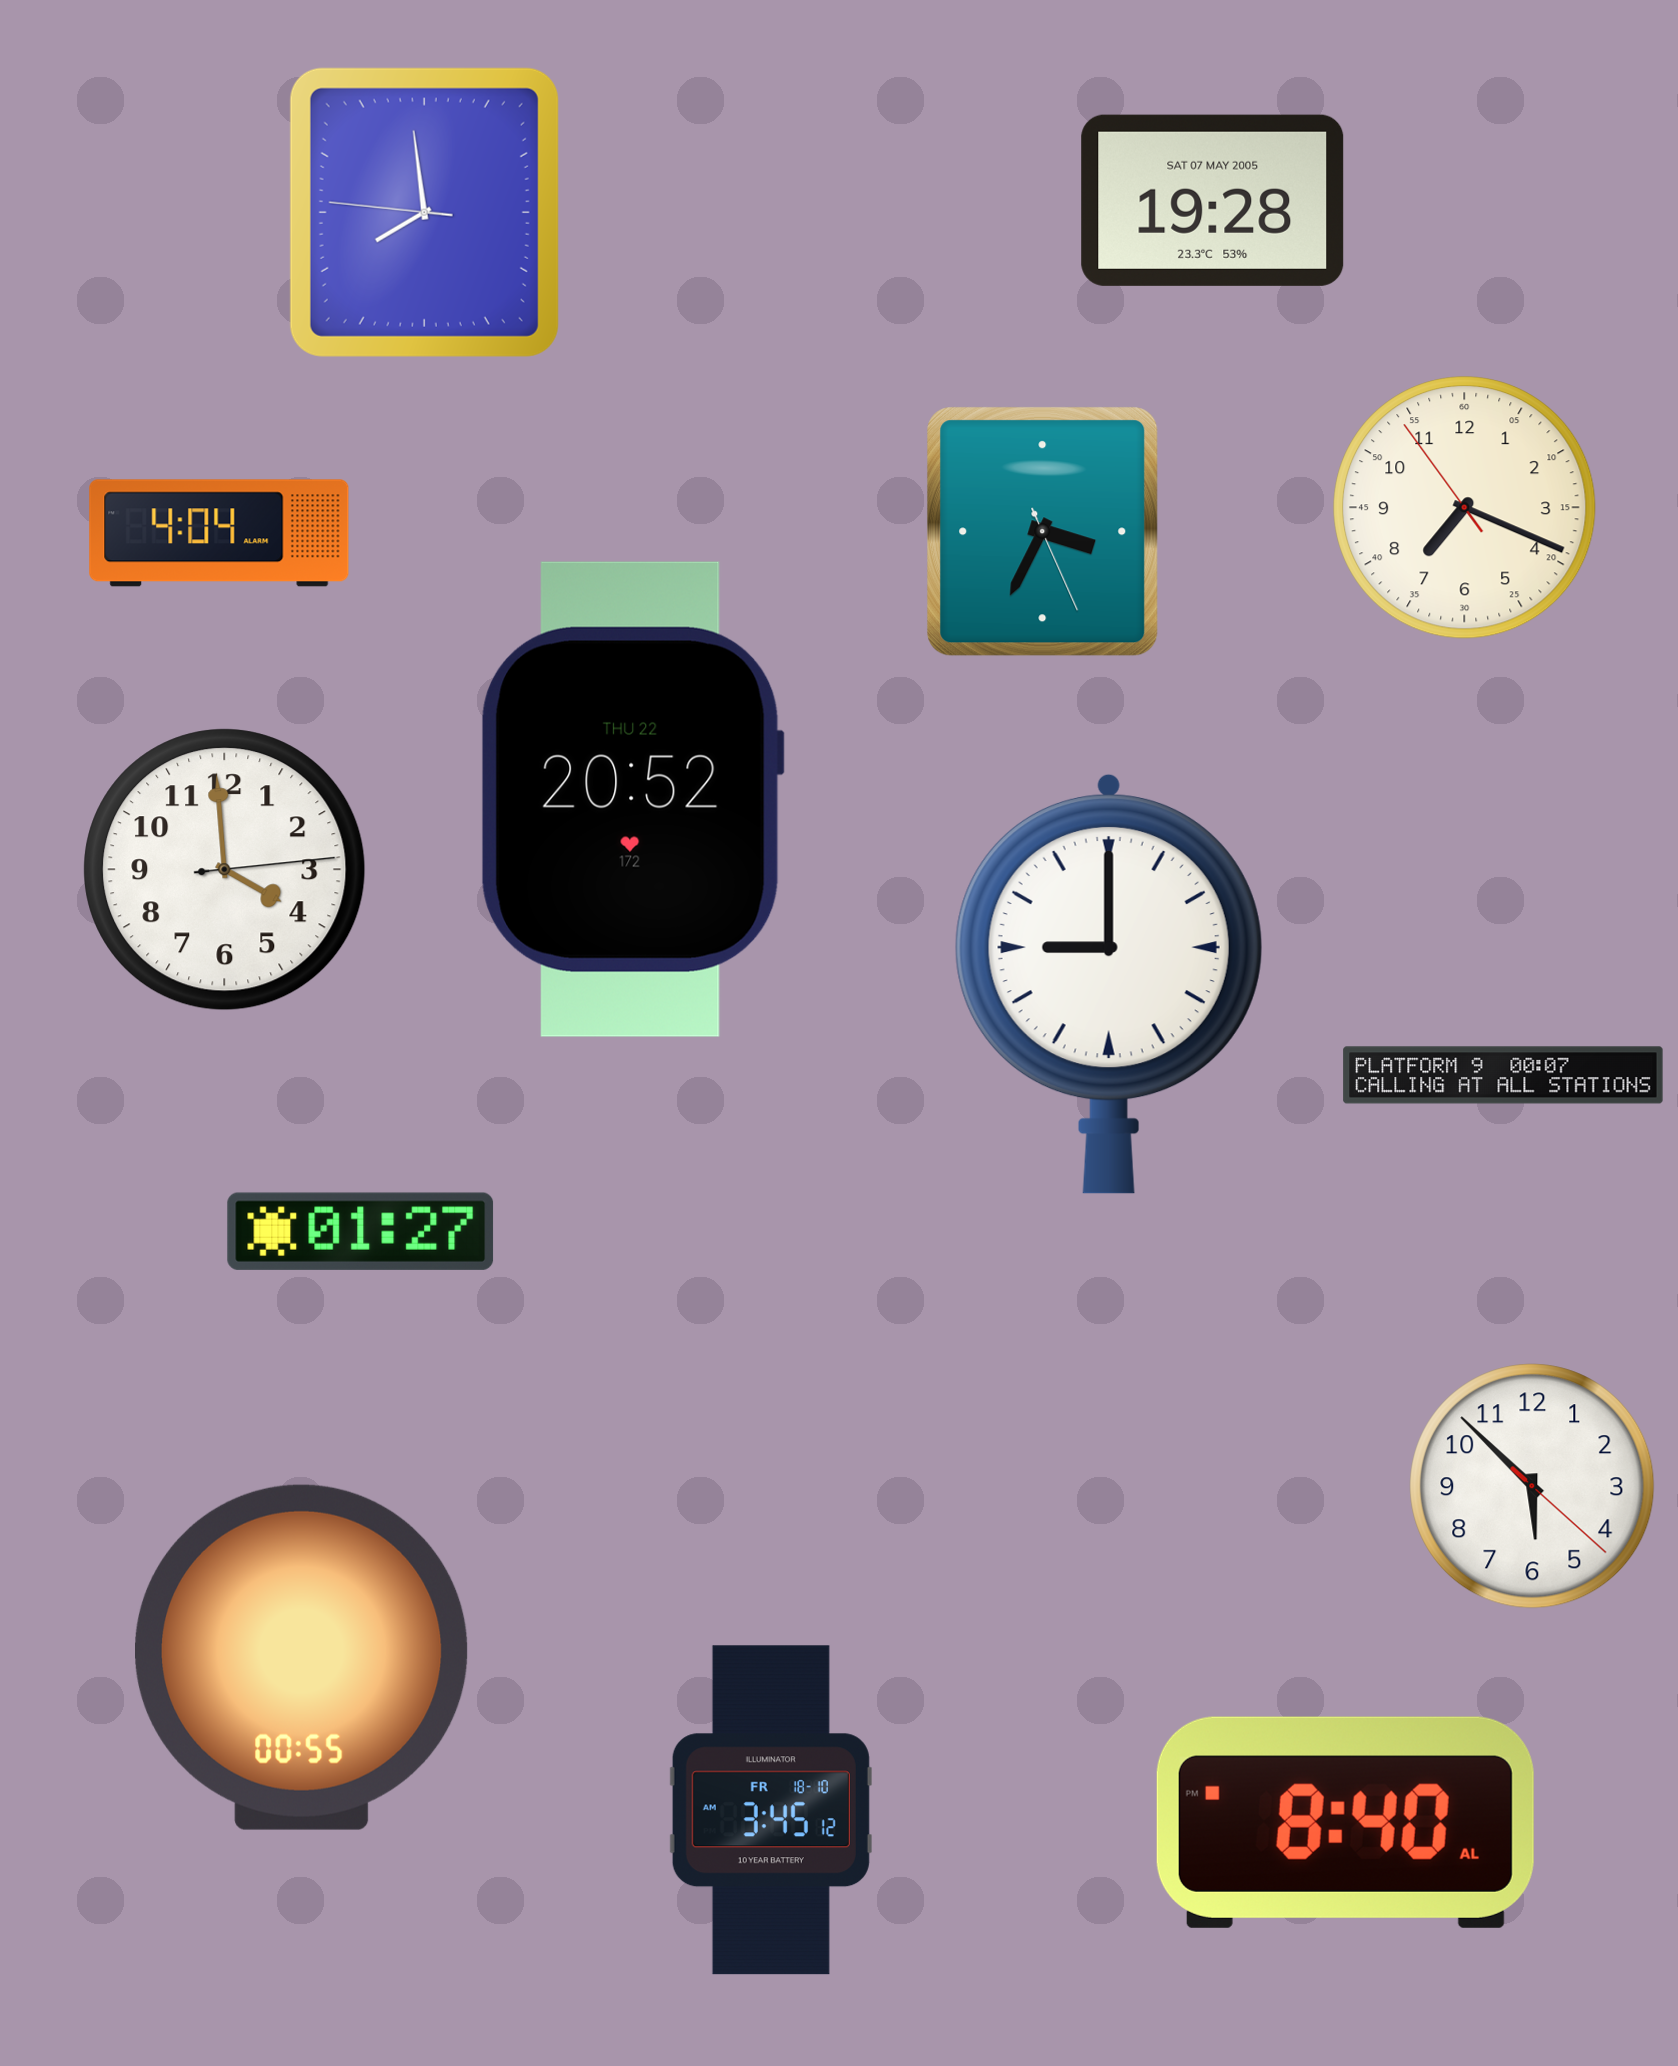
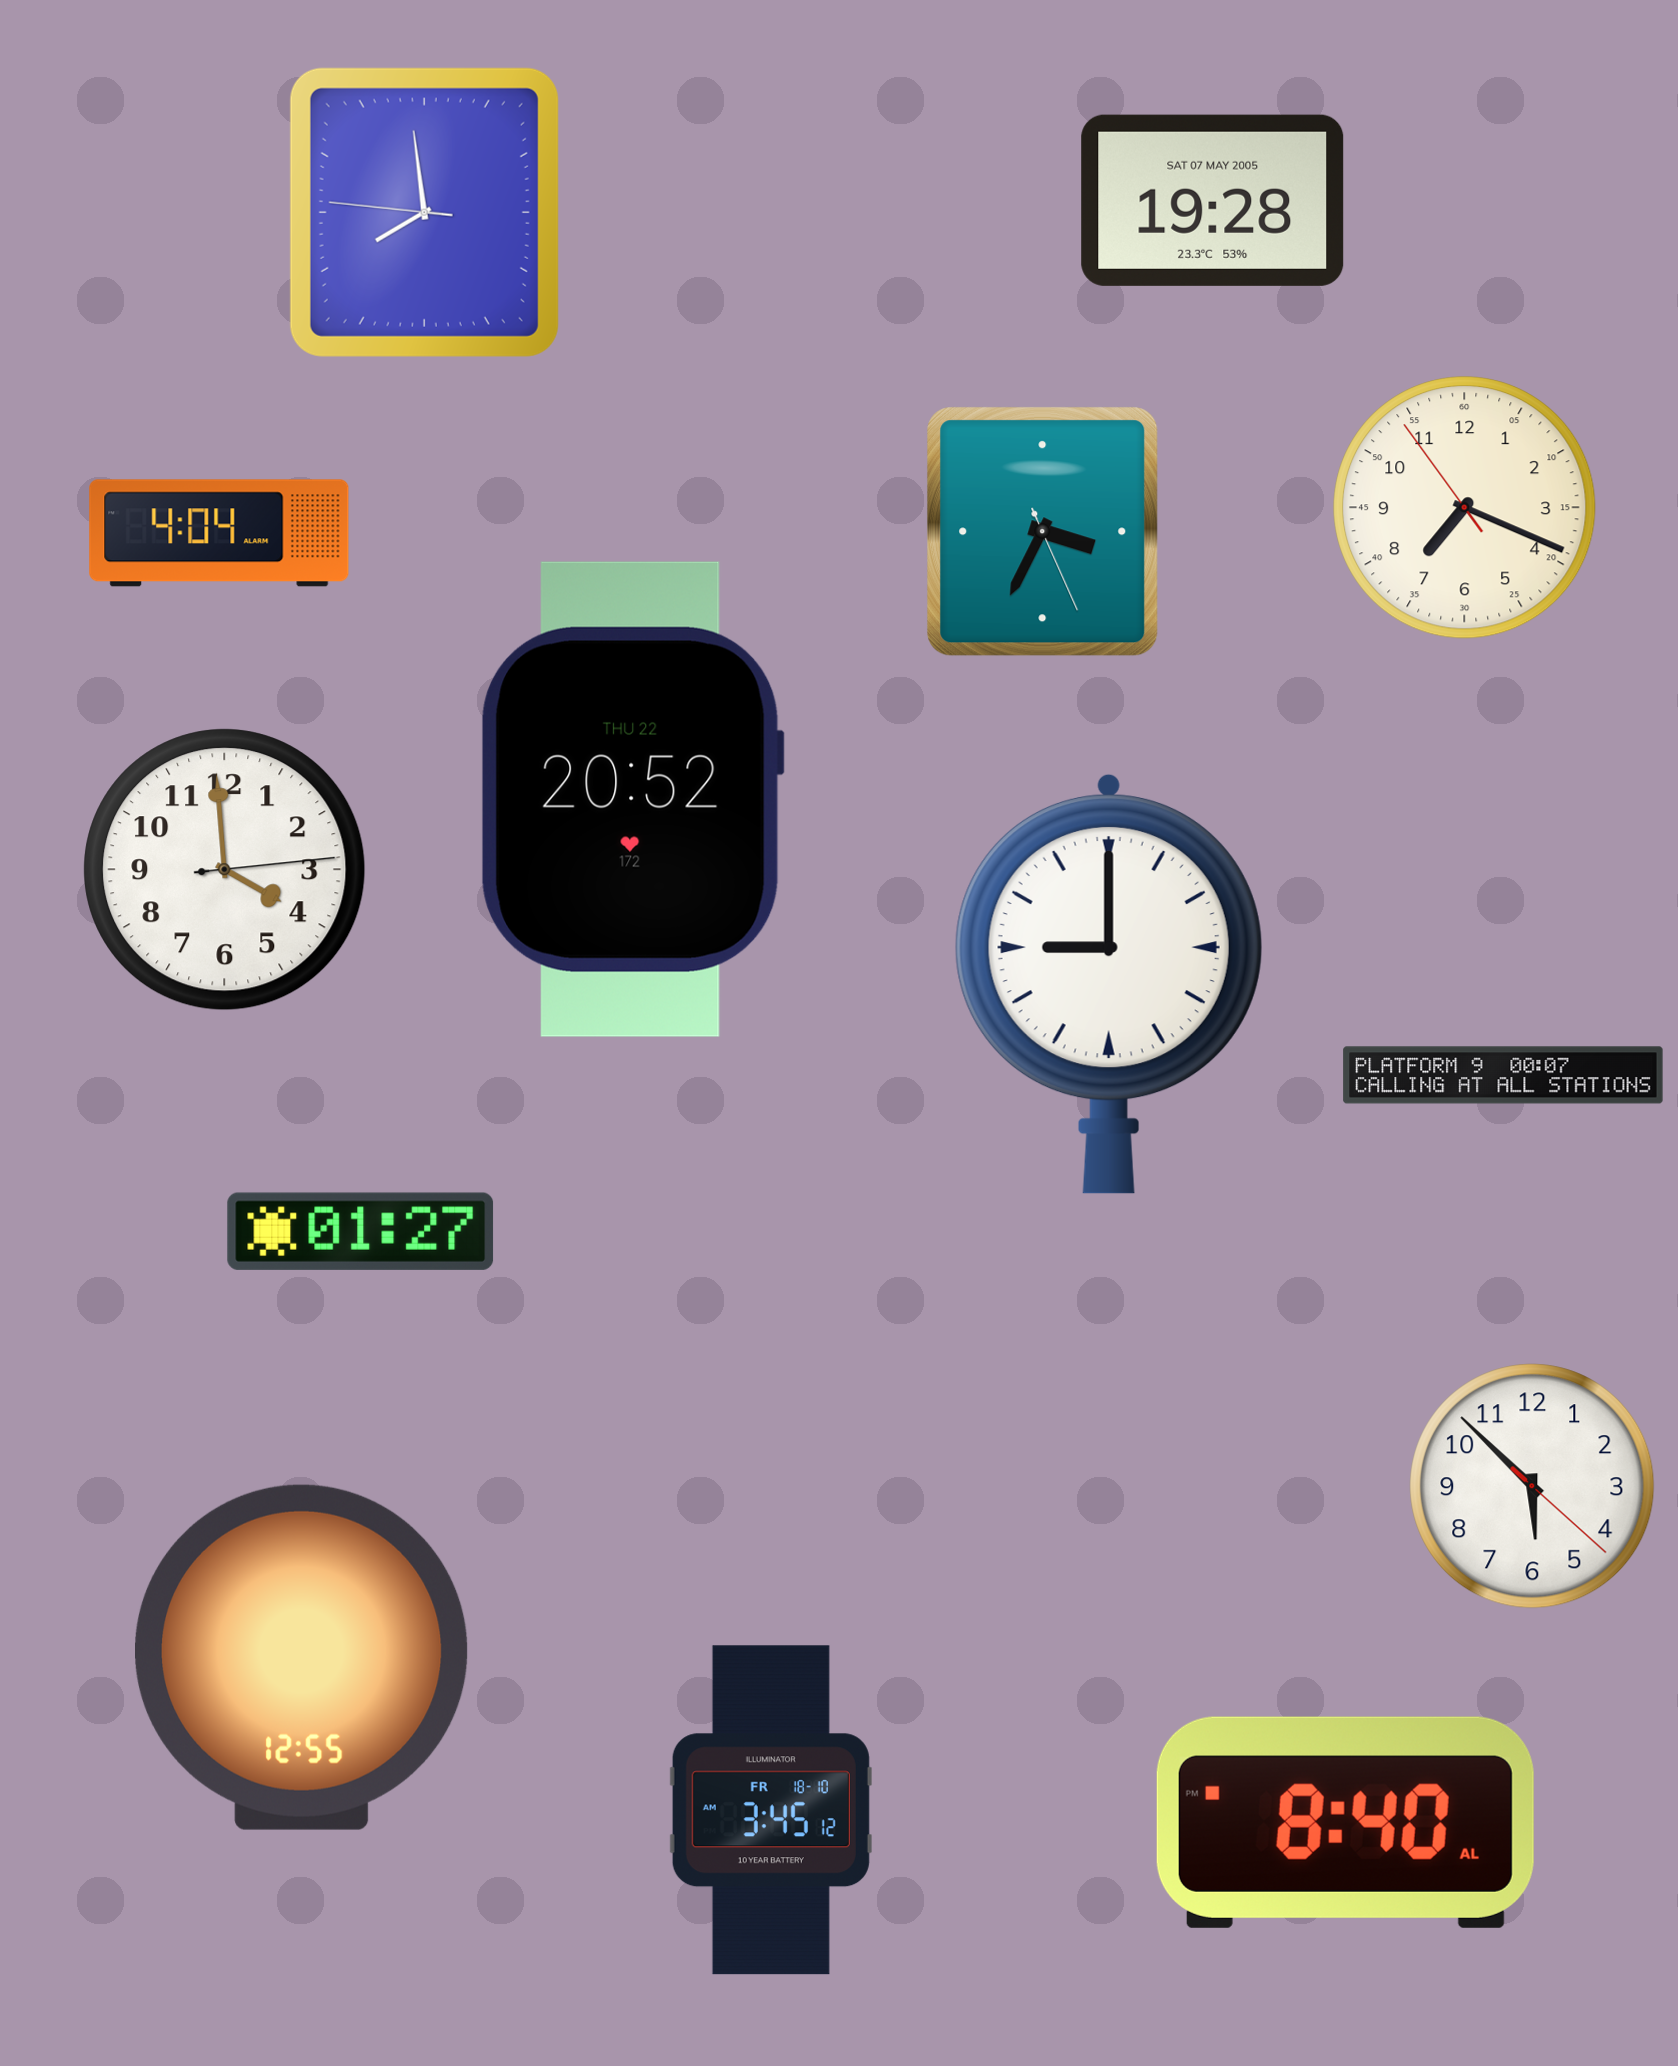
clock at (302, 1657): 00:55 -> 12:55
